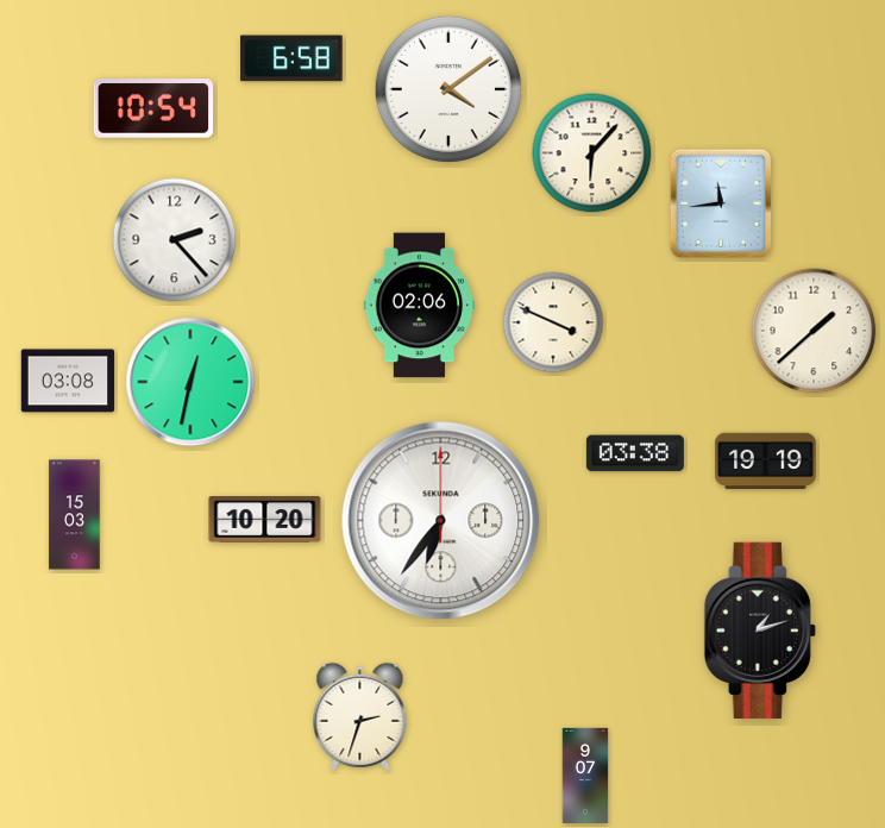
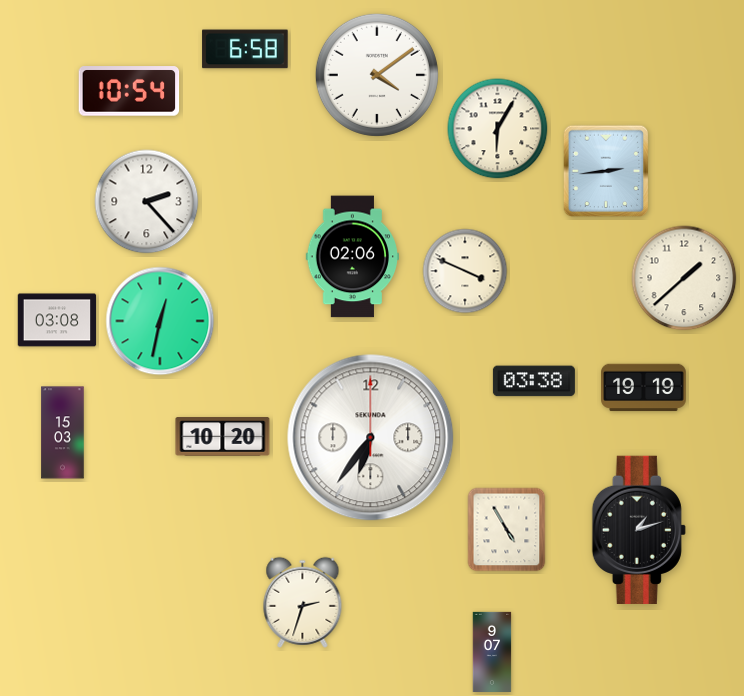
clock at (592, 153): 6:07 -> 6:05
clock at (721, 203): 11:44 -> 2:44
clock at (507, 530): none -> 4:55
